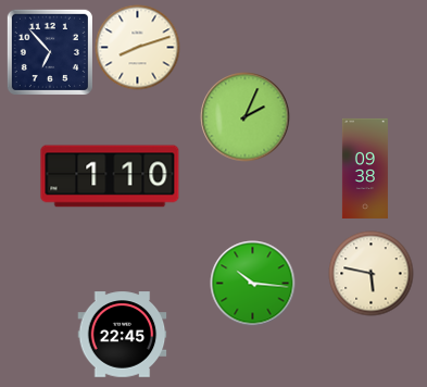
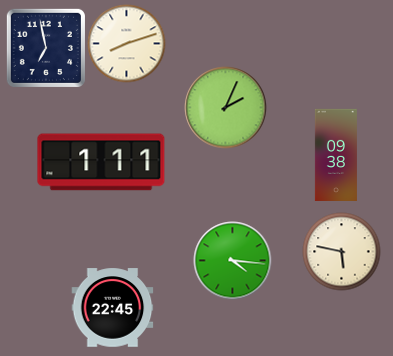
clock at (50, 52): 6:53 -> 6:58
clock at (110, 176): 1:10 -> 1:11
clock at (252, 283): 10:16 -> 4:16
